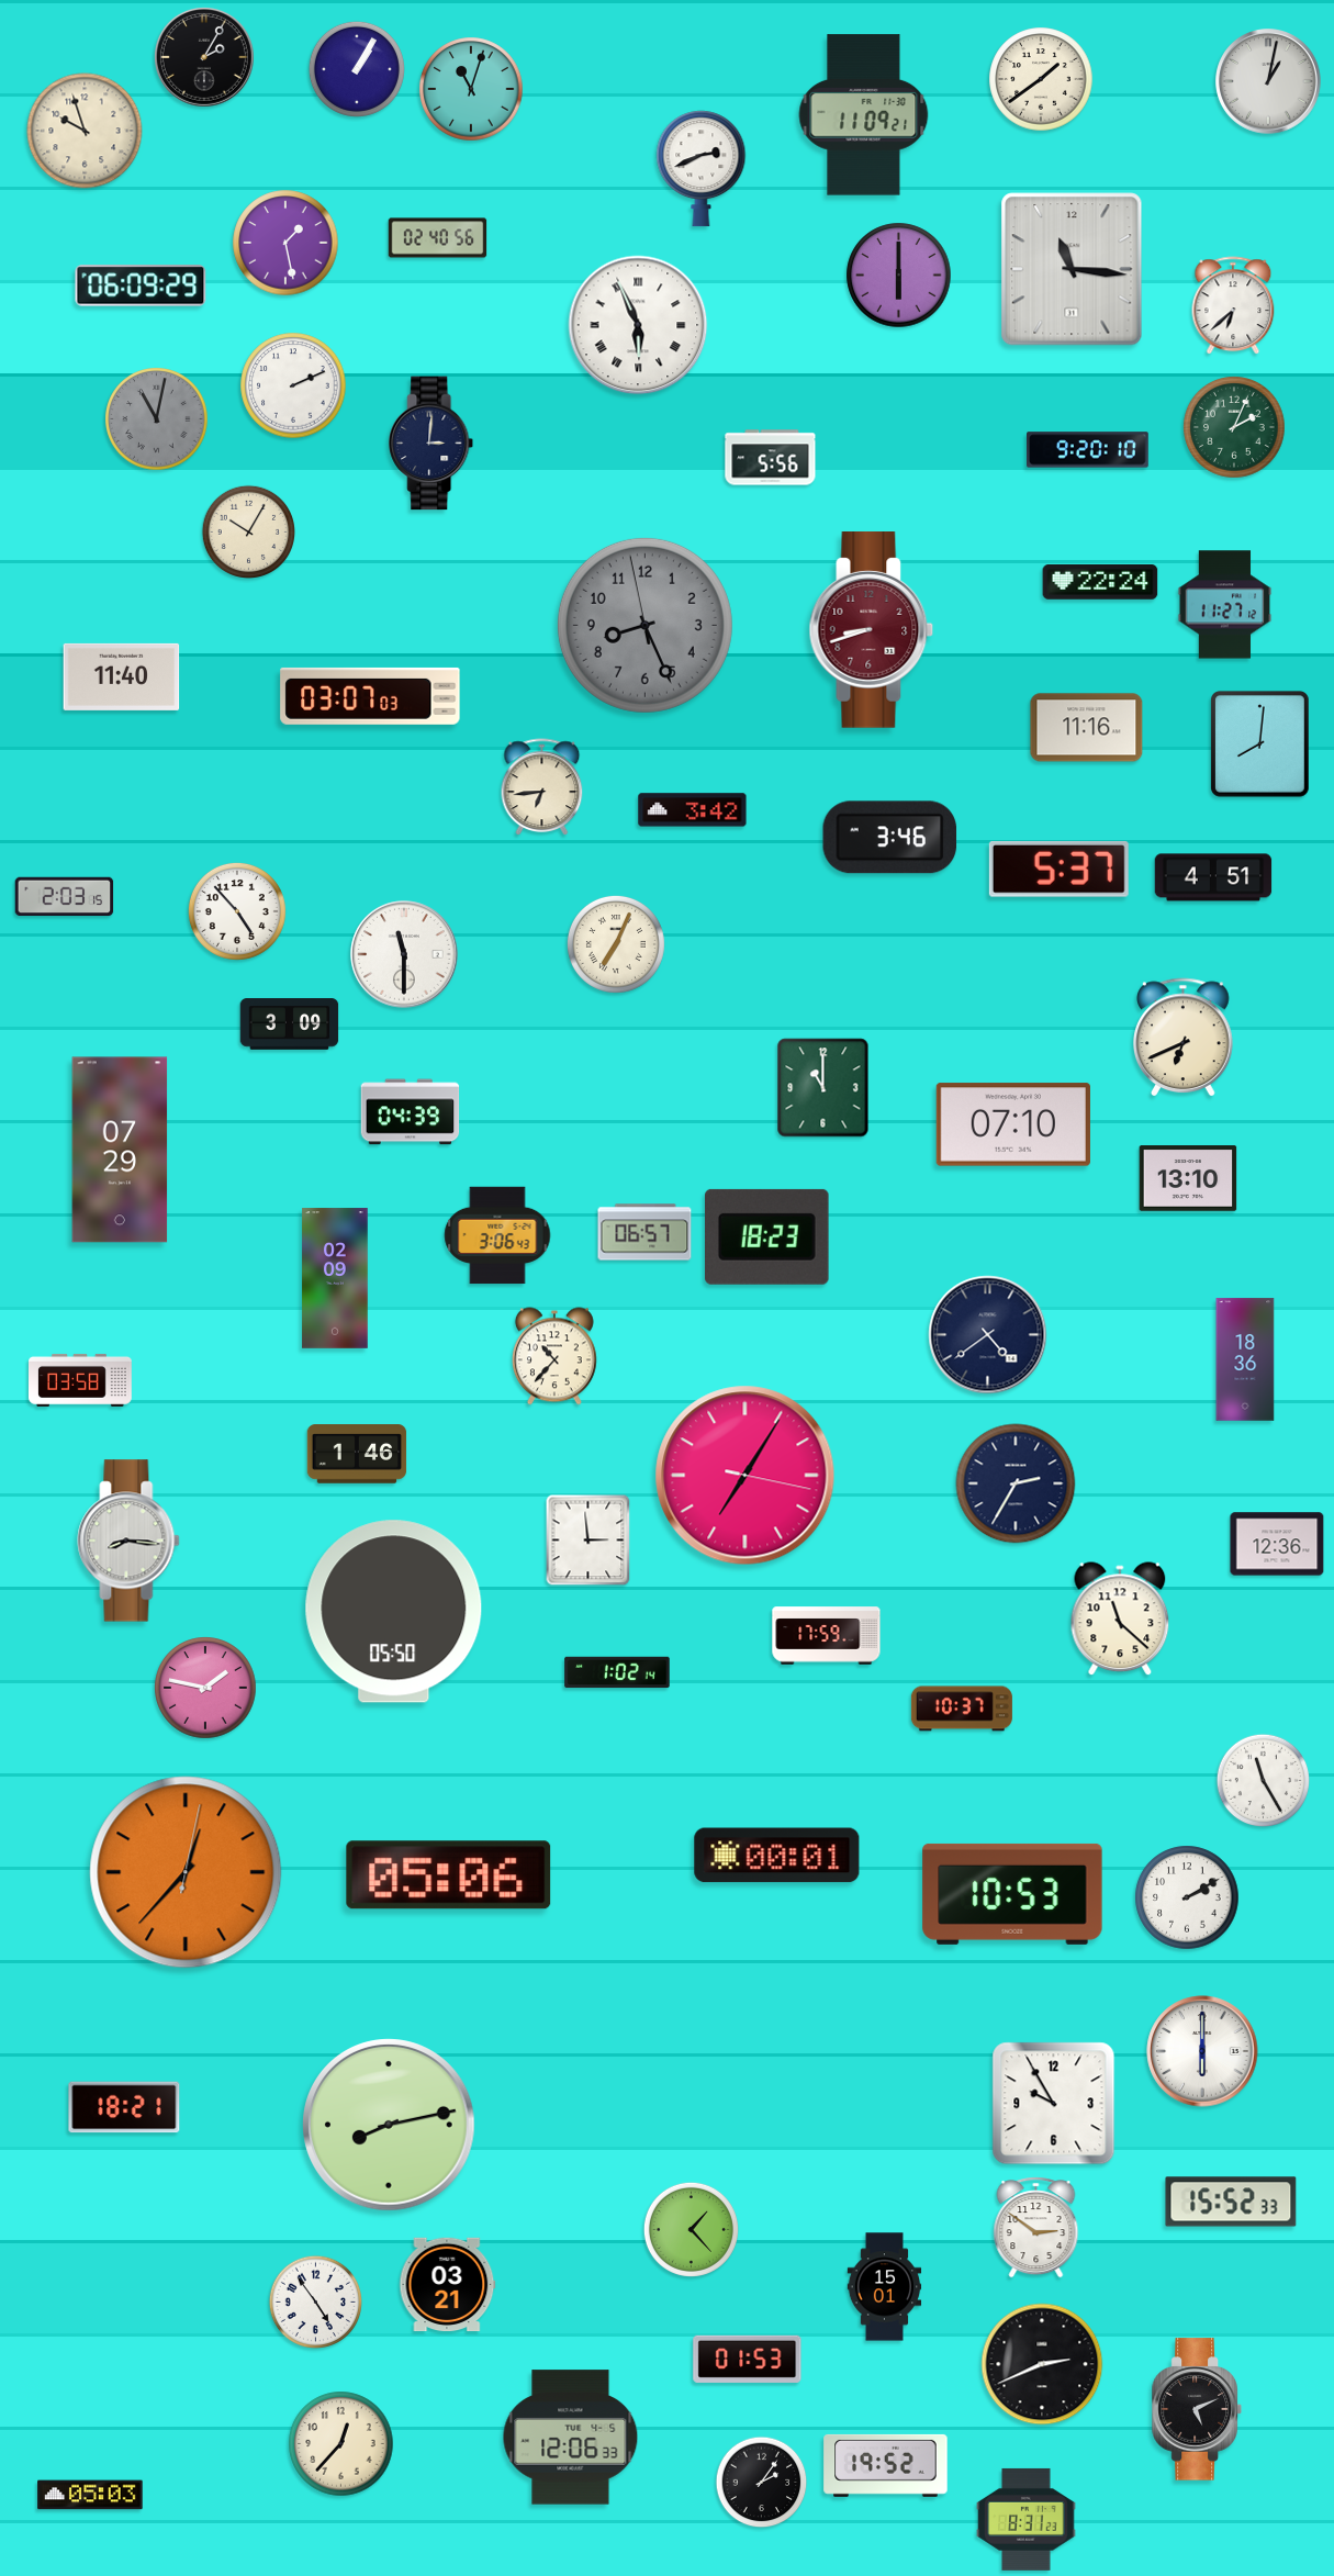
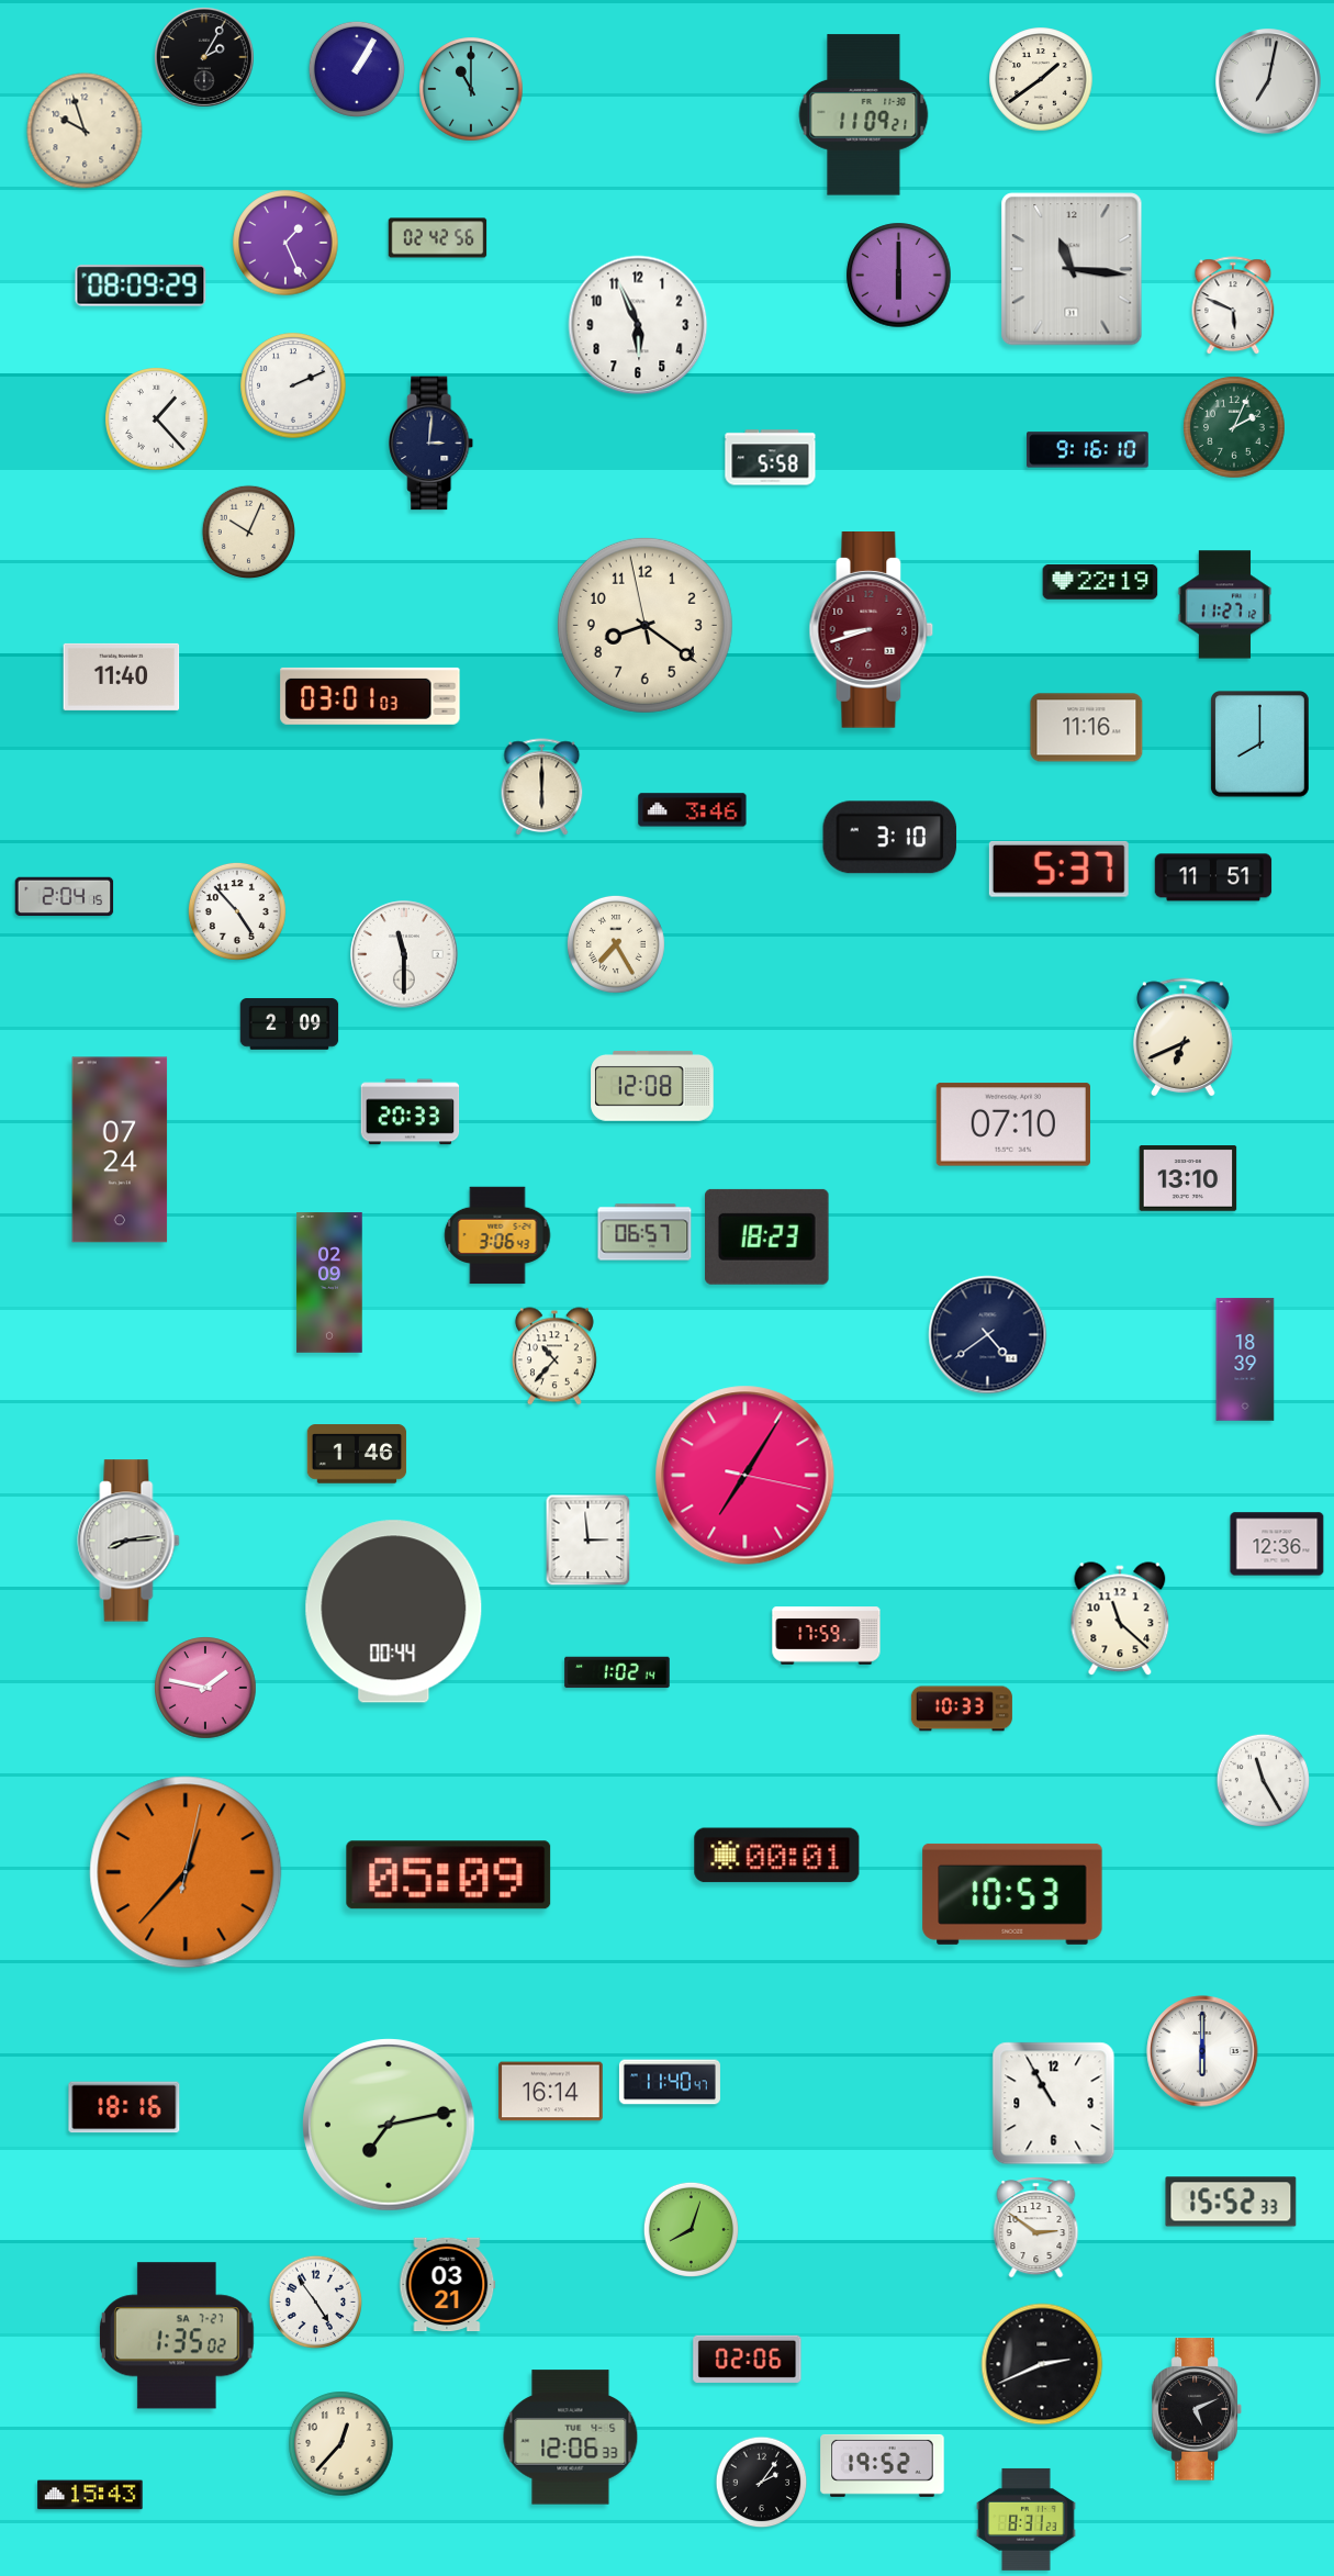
clock at (1268, 81): 1:02 -> 7:02
clock at (471, 89): 11:03 -> 11:00
clock at (702, 169): 2:41 -> none
clock at (438, 238): 02:40 -> 02:42
clock at (285, 243): 1:28 -> 1:26
clock at (141, 285): 06:09 -> 08:09
clock at (1233, 306): 6:38 -> 5:49
clock at (638, 325) numerals: Roman -> Arabic
clock at (157, 419): 11:02 -> 1:23
clock at (157, 419) dial: grey -> white
clock at (1088, 450): 9:20 -> 9:16
clock at (771, 458): 5:56 -> 5:58
clock at (248, 531): 10:05 -> 10:04
clock at (1100, 583): 22:24 -> 22:19
clock at (644, 625): 8:25 -> 8:20
clock at (644, 625) dial: grey -> cream
clock at (370, 696): 03:07 -> 03:01
clock at (1259, 744): 8:01 -> 8:00
clock at (542, 786): 6:44 -> 6:00
clock at (693, 810): 3:42 -> 3:46
clock at (890, 838): 3:46 -> 3:10
clock at (1213, 877): 4:51 -> 11:51
clock at (65, 897): 2:03 -> 2:04
clock at (616, 944): 7:04 -> 7:25
clock at (290, 1024): 3:09 -> 2:09
clock at (652, 1086): none -> 12:08
clock at (823, 1088): 11:00 -> none
clock at (411, 1112): 04:39 -> 20:33
clock at (120, 1150): 07:29 -> 07:24
clock at (335, 1278) position: (335, 1278) -> (329, 1283)
clock at (1245, 1359): 18:36 -> 18:39
clock at (81, 1380): 03:58 -> none
clock at (1016, 1483): 2:35 -> none
clock at (128, 1541): 8:16 -> 8:14
clock at (394, 1612): 05:50 -> 00:44
clock at (962, 1709): 10:37 -> 10:33
clock at (449, 1875): 05:06 -> 05:09
clock at (1187, 1897): 2:10 -> none
clock at (670, 2082): none -> 11:40
clock at (551, 2092): none -> 16:14
clock at (1054, 2104): 9:55 -> 10:55
clock at (124, 2107): 18:21 -> 18:16
clock at (389, 2125): 8:13 -> 7:13
clock at (691, 2229): 1:23 -> 8:03
clock at (885, 2287): 15:01 -> none
clock at (177, 2336): none -> 1:35
clock at (748, 2359): 01:53 -> 02:06
clock at (886, 2465) position: (886, 2465) -> (883, 2465)
clock at (90, 2495): 05:03 -> 15:43
